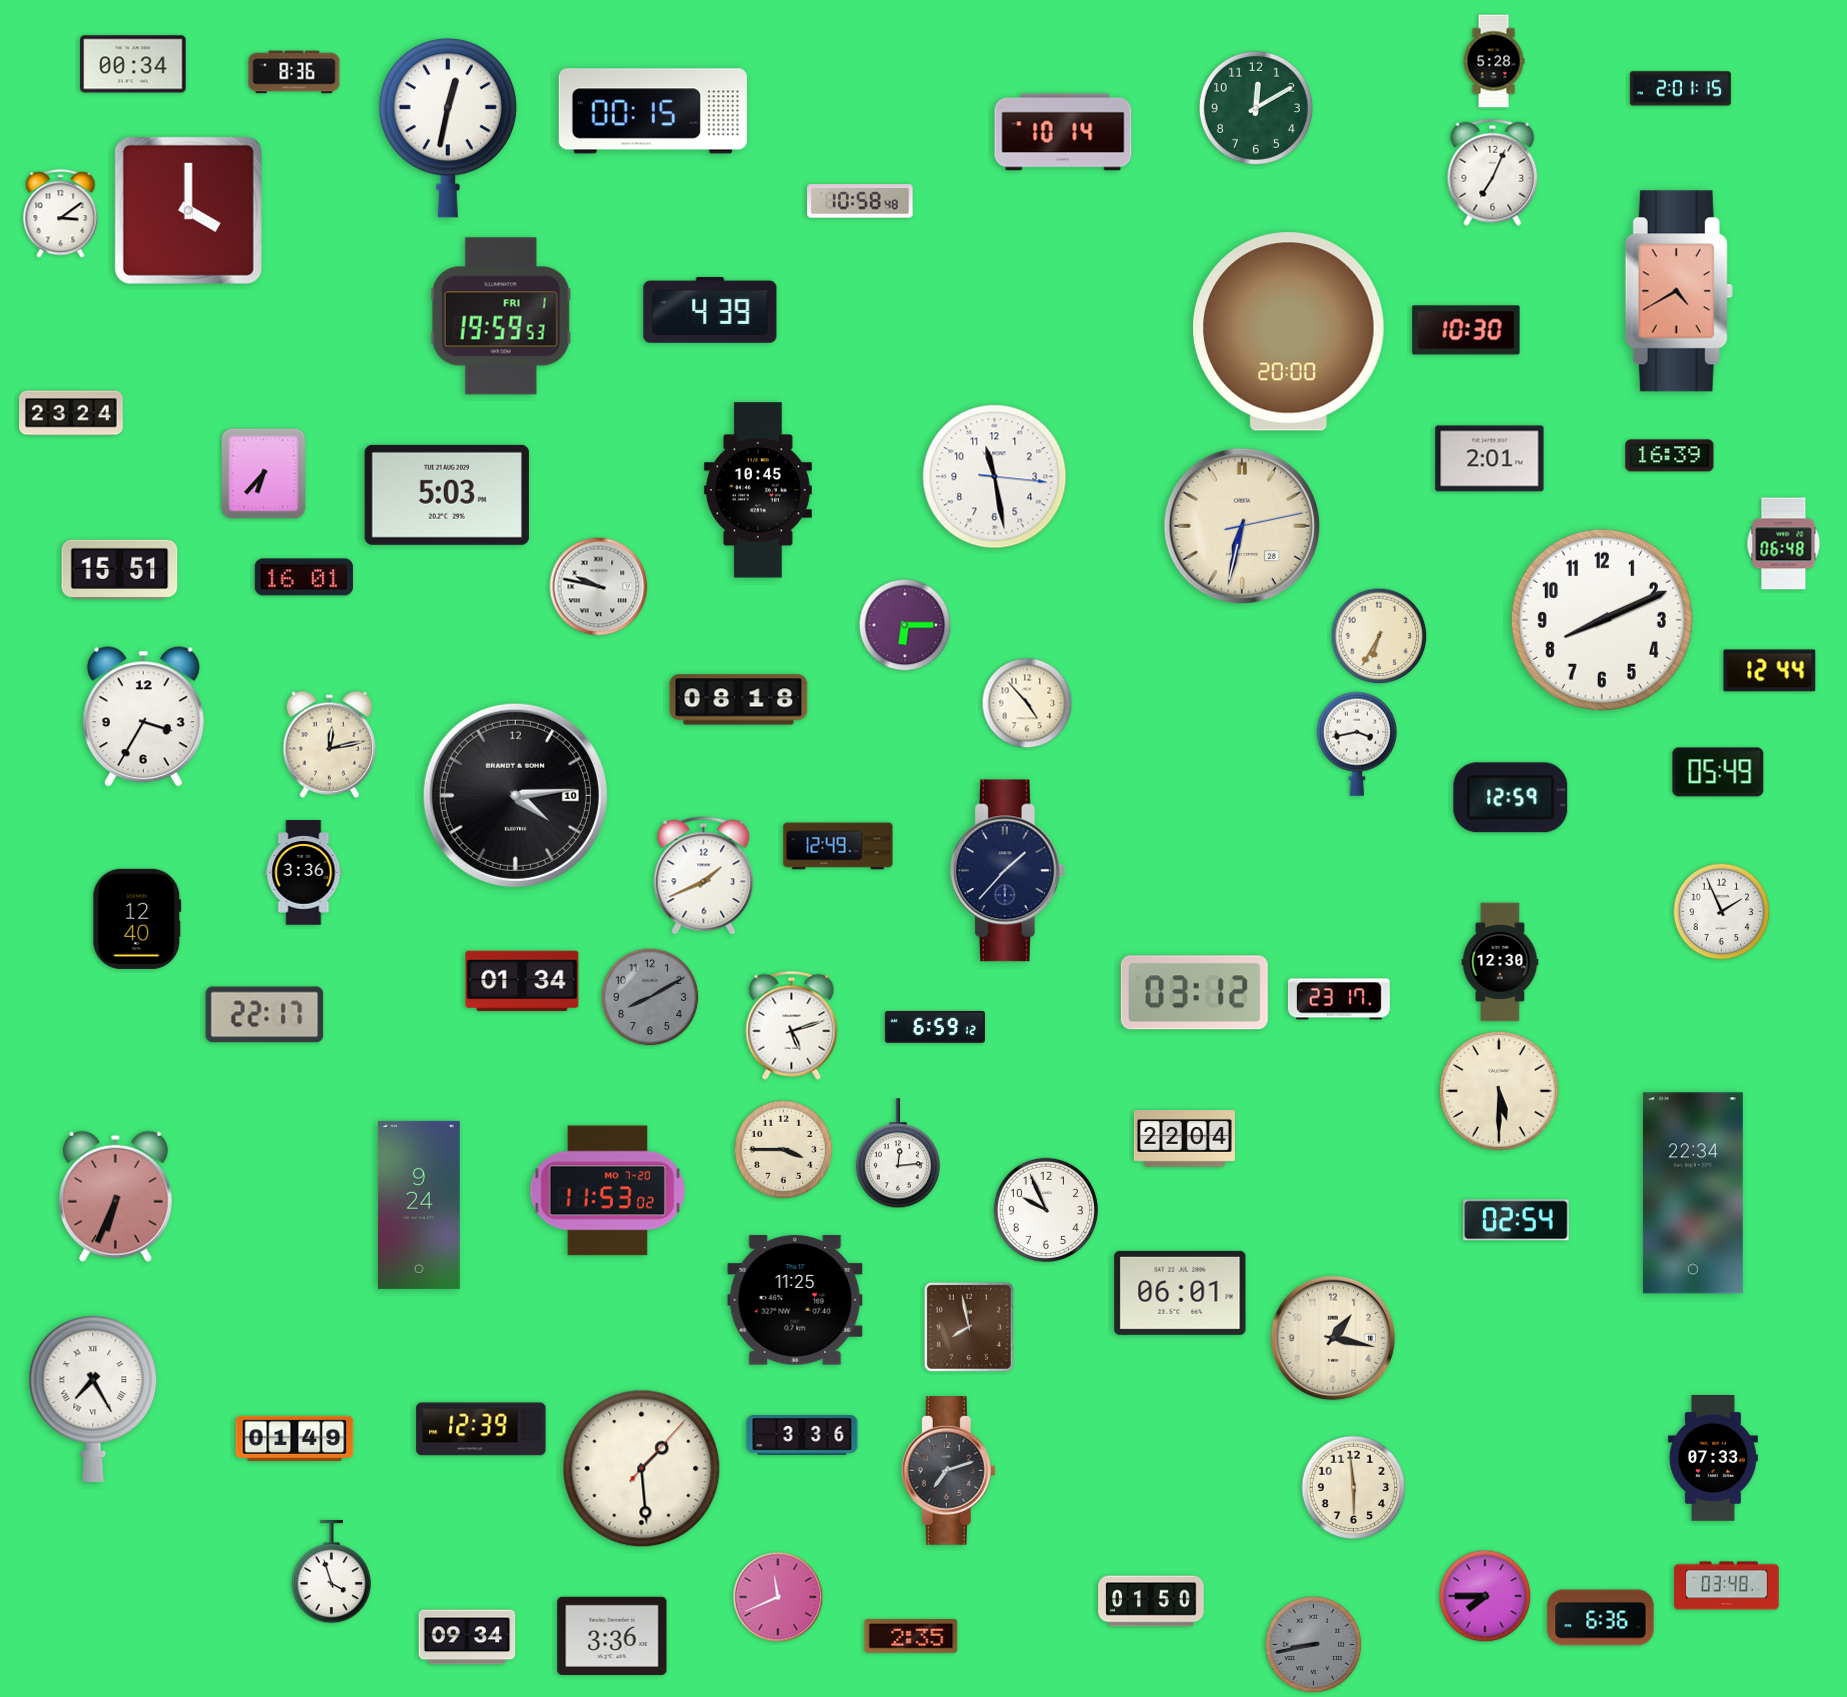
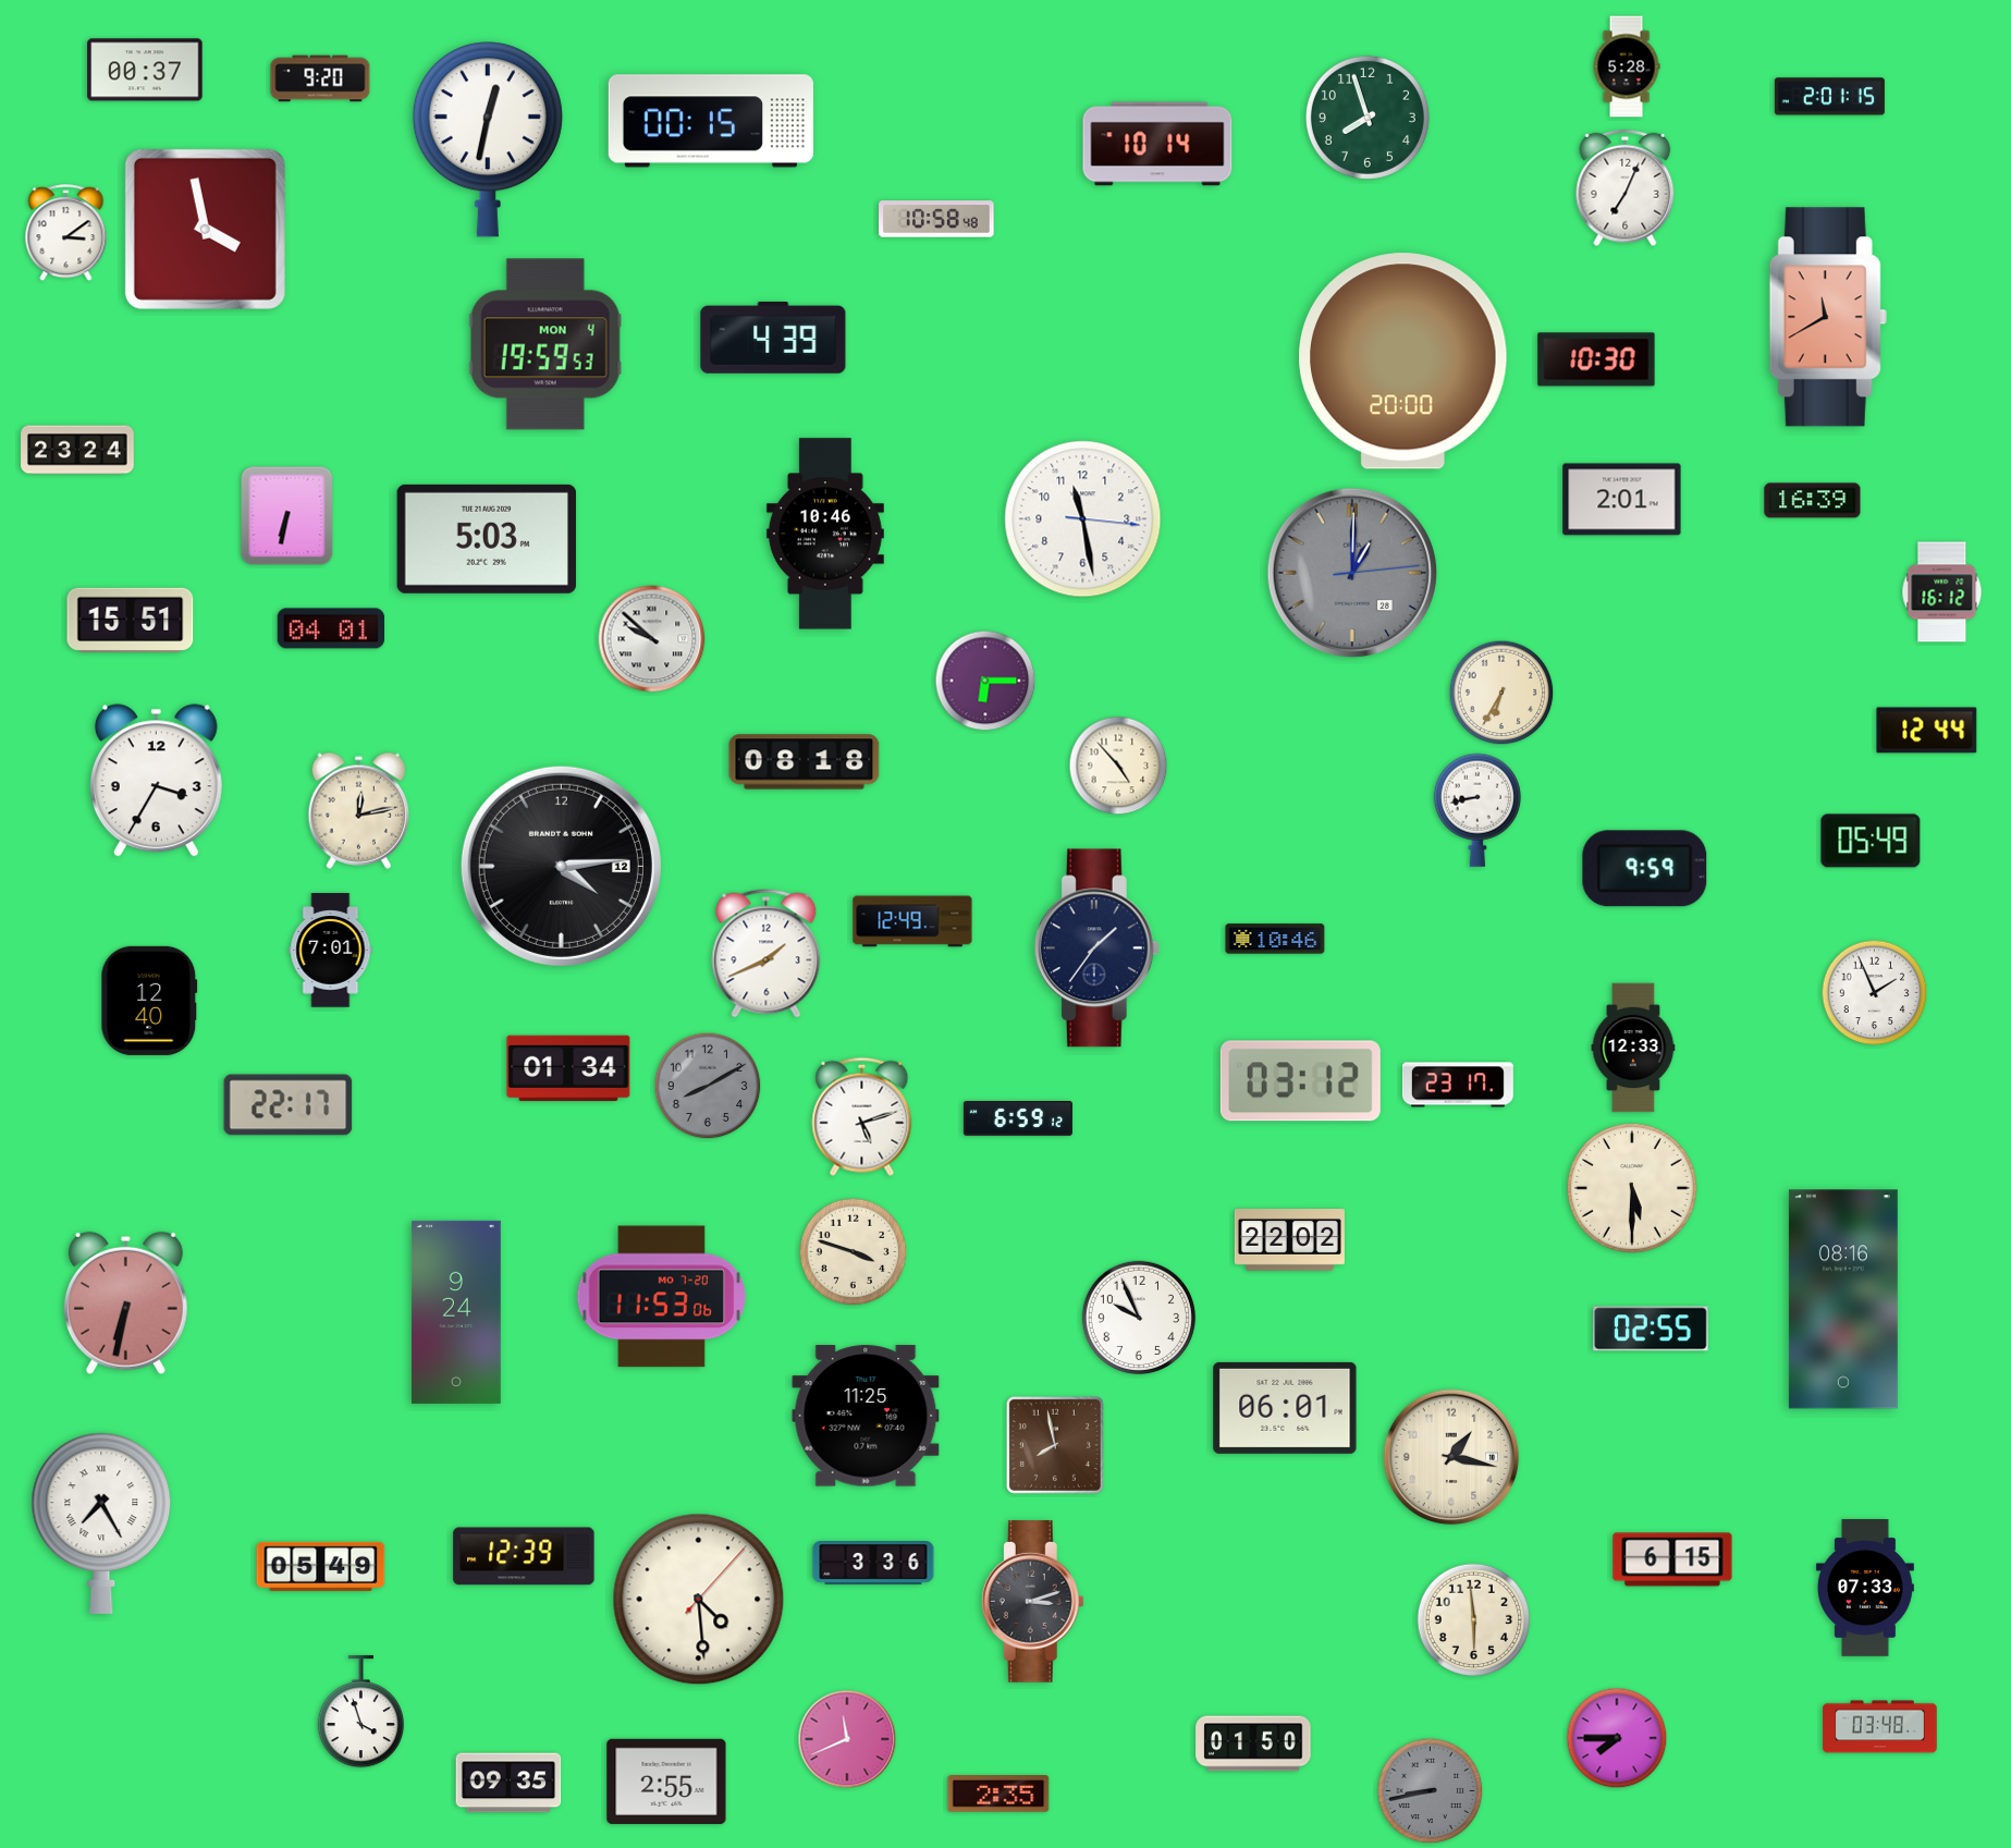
clock at (133, 64): 00:34 -> 00:37
clock at (294, 72): 8:36 -> 9:20
clock at (1256, 108): 12:10 -> 7:57
clock at (188, 210): 4:00 -> 3:58
clock at (1679, 291): 4:40 -> 11:40
clock at (501, 316) date: FRI 1 -> MON 4
clock at (1670, 456) position: (1670, 456) -> (1813, 501)
clock at (264, 474): 6:37 -> 6:32
clock at (758, 490): 10:45 -> 10:46
clock at (1242, 526): 6:32 -> 1:00
clock at (1242, 526) dial: cream -> grey
clock at (1784, 544): 06:48 -> 16:12
clock at (303, 577): 16:01 -> 04:01
clock at (599, 587): 9:47 -> 9:52
clock at (1602, 620): 8:11 -> none
clock at (1357, 744): 3:43 -> 8:43
clock at (515, 795) date: 10 -> 12
clock at (1511, 798): 12:59 -> 9:59
clock at (1275, 939): none -> 10:46
clock at (1007, 871): 1:37 -> 1:36
clock at (304, 873): 3:36 -> 7:01
clock at (1500, 962): 12:30 -> 12:33
clock at (1339, 999) position: (1339, 999) -> (1458, 1085)
clock at (1184, 1139): 22:04 -> 22:02
clock at (784, 1150): 3:45 -> 3:48
clock at (898, 1154): 12:14 -> none
clock at (608, 1191): 11:53:02 -> 11:53:06
clock at (1693, 1193): 22:34 -> 08:16
clock at (115, 1196): 6:34 -> 6:32
clock at (1516, 1220): 02:54 -> 02:55
clock at (1672, 1559): none -> 6:15
clock at (295, 1438): 01:49 -> 05:49
clock at (642, 1469): 1:29 -> 4:29
clock at (948, 1471): 7:12 -> 3:12
clock at (1601, 1618): 6:36 -> none
clock at (612, 1636): 3:36 -> 2:55
clock at (467, 1637): 09:34 -> 09:35
clock at (911, 1637) position: (911, 1637) -> (998, 1795)
